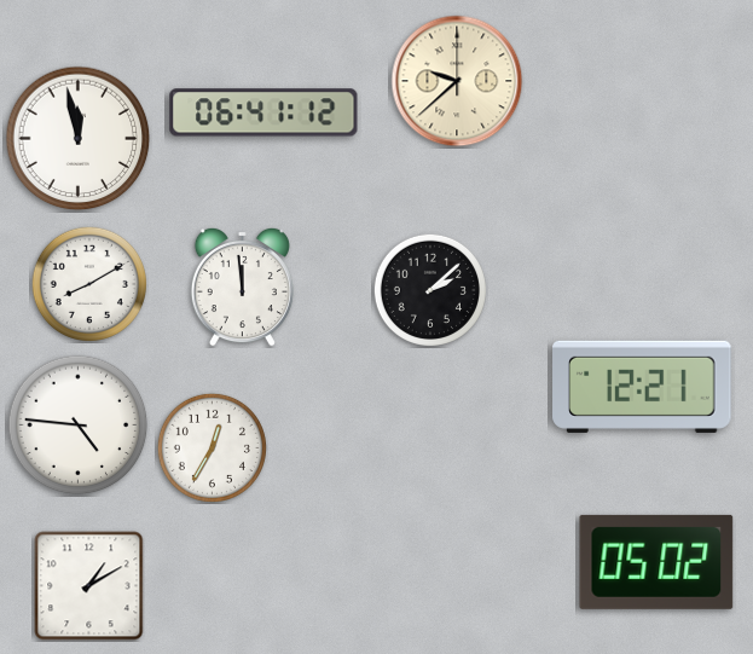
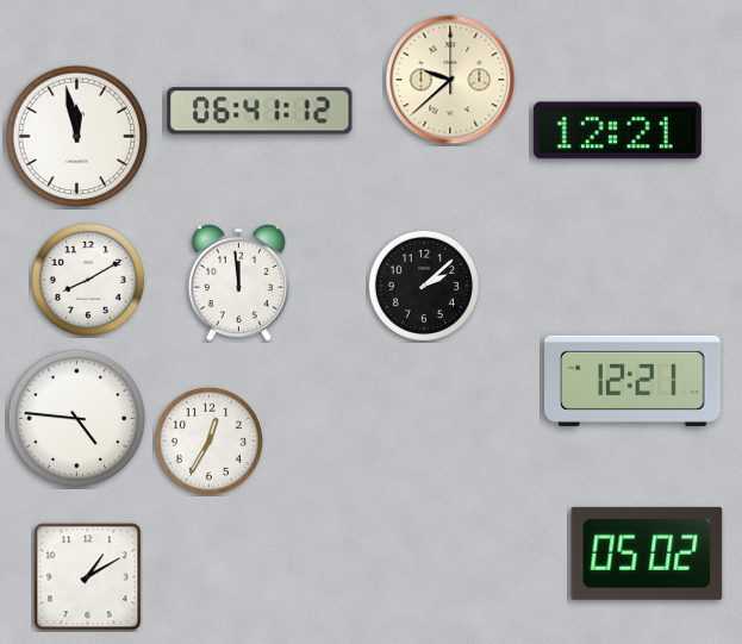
clock at (617, 131): none -> 12:21
